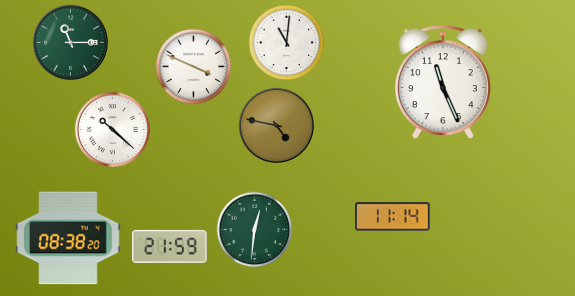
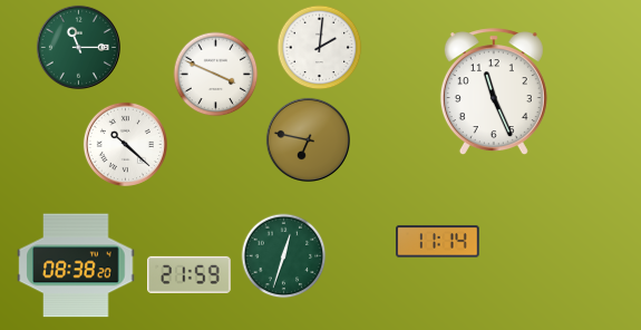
clock at (287, 43): 11:01 -> 2:01
clock at (276, 125): 4:47 -> 6:47
clock at (255, 230): 12:31 -> 12:33
